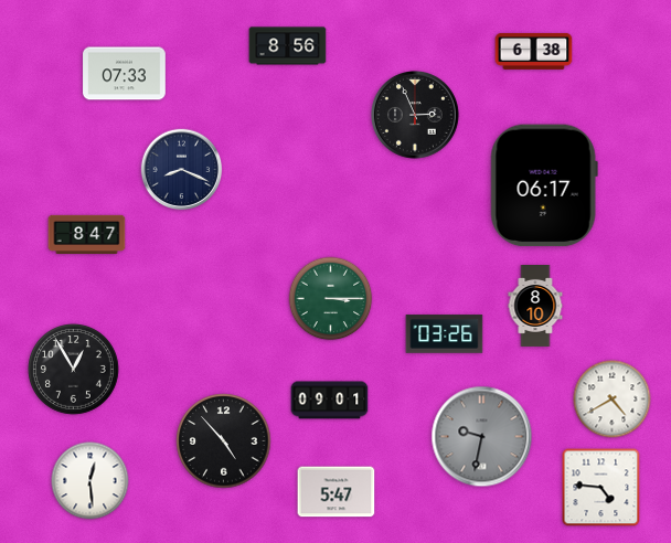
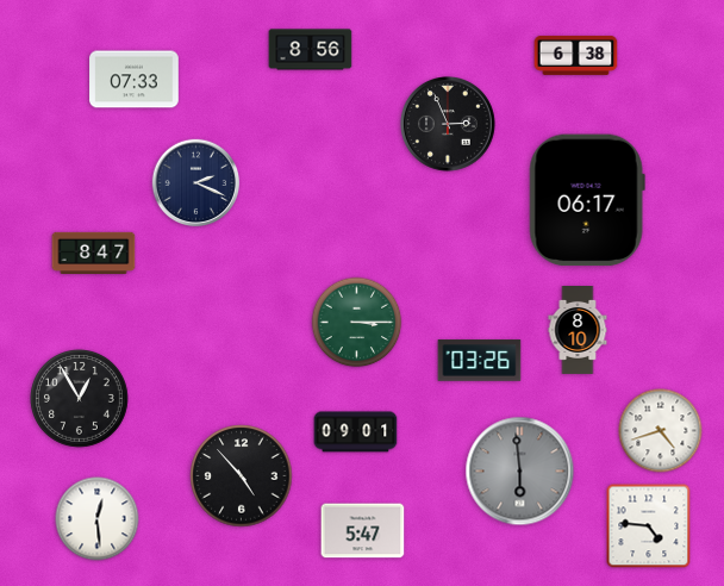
clock at (182, 170): 8:19 -> 2:19
clock at (613, 400): 4:40 -> 4:42
clock at (482, 437): 9:32 -> 5:59
